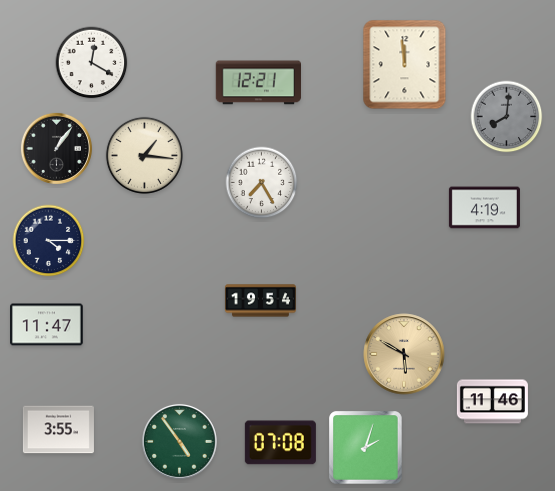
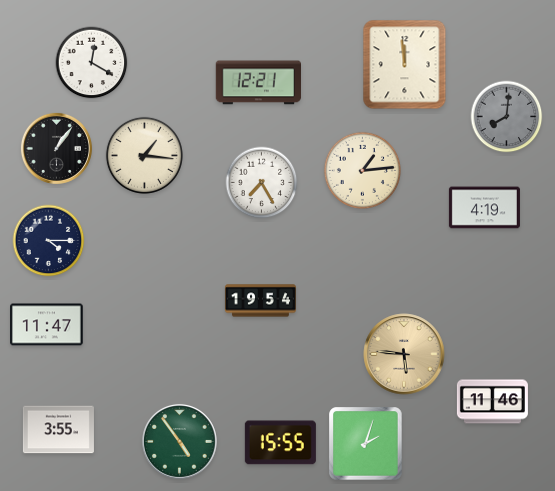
clock at (362, 170): none -> 1:14
clock at (404, 354): 5:50 -> 5:46
clock at (280, 443): 07:08 -> 15:55
clock at (366, 448) position: (366, 448) -> (366, 444)
